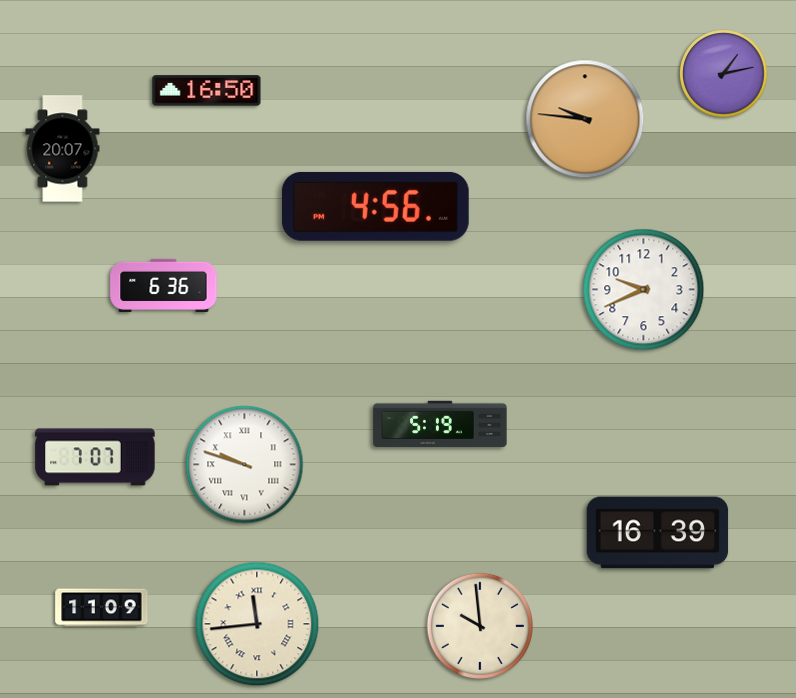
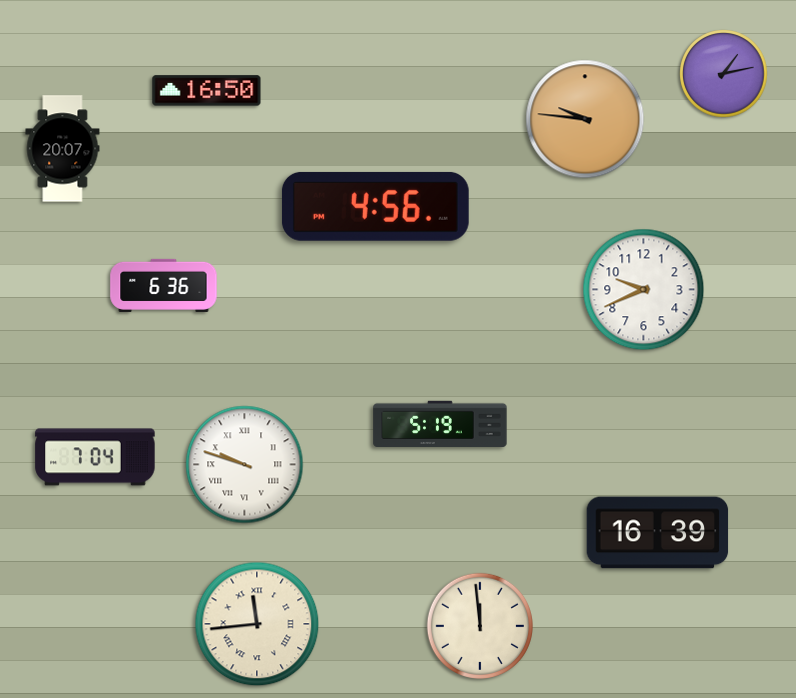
clock at (95, 457): 7:07 -> 7:04
clock at (102, 608): 11:09 -> none
clock at (480, 626): 9:59 -> 11:59
